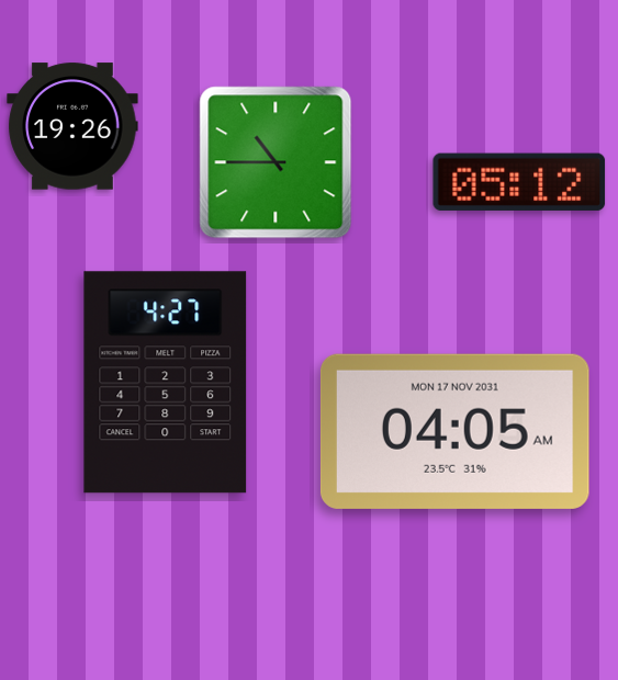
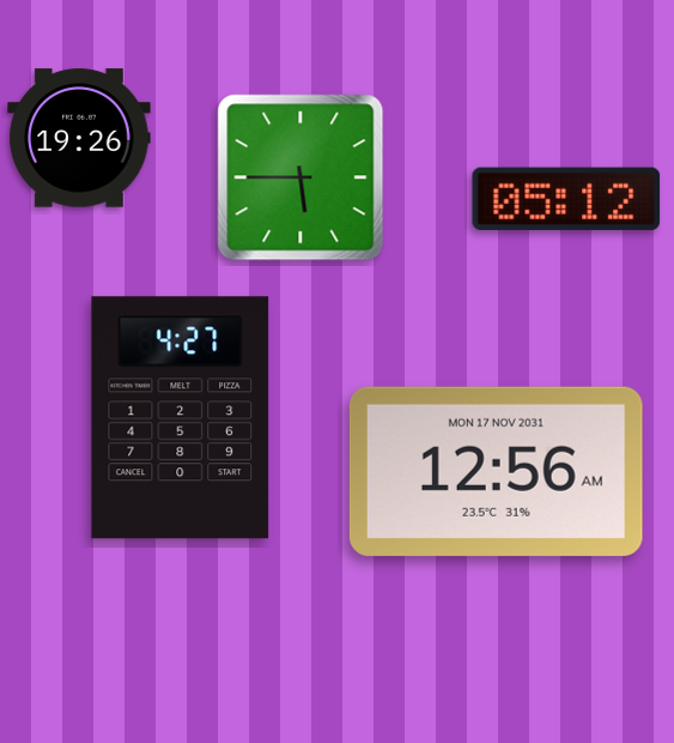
clock at (276, 162): 10:45 -> 5:45
clock at (454, 431): 04:05 -> 12:56
